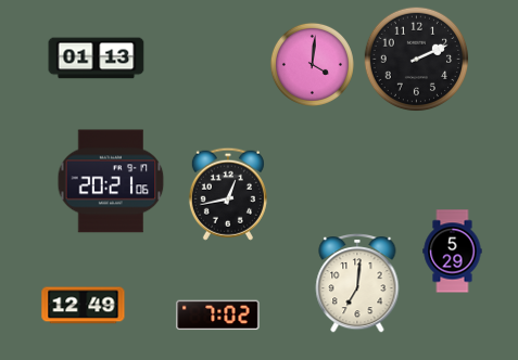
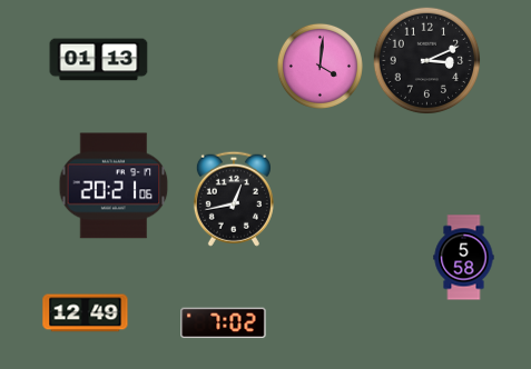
clock at (416, 59): 2:11 -> 3:11
clock at (453, 252): 5:29 -> 5:58
clock at (357, 284): 7:01 -> none
